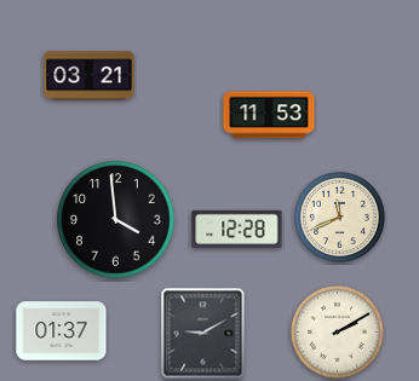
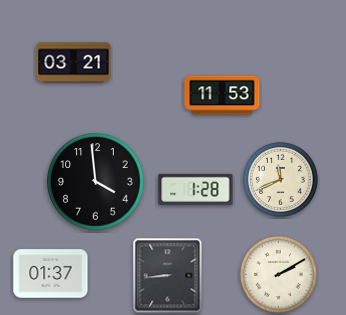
clock at (237, 229): 12:28 -> 1:28
clock at (203, 334): 9:10 -> 8:44
